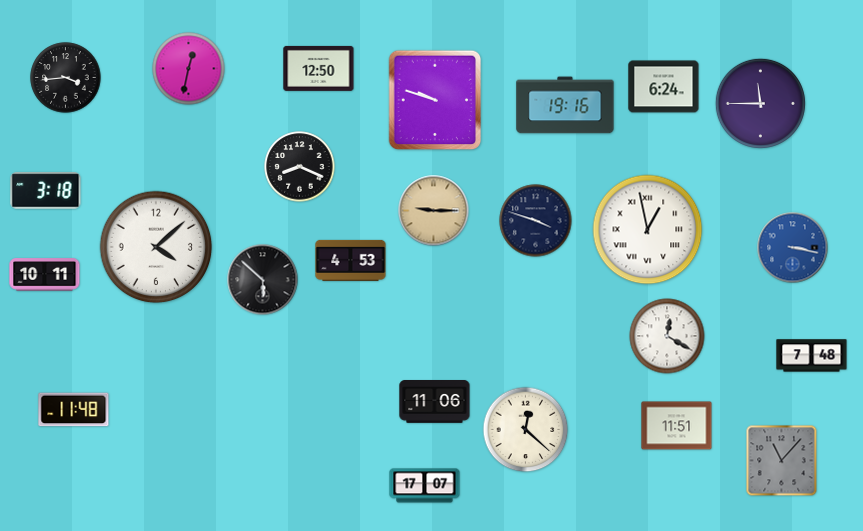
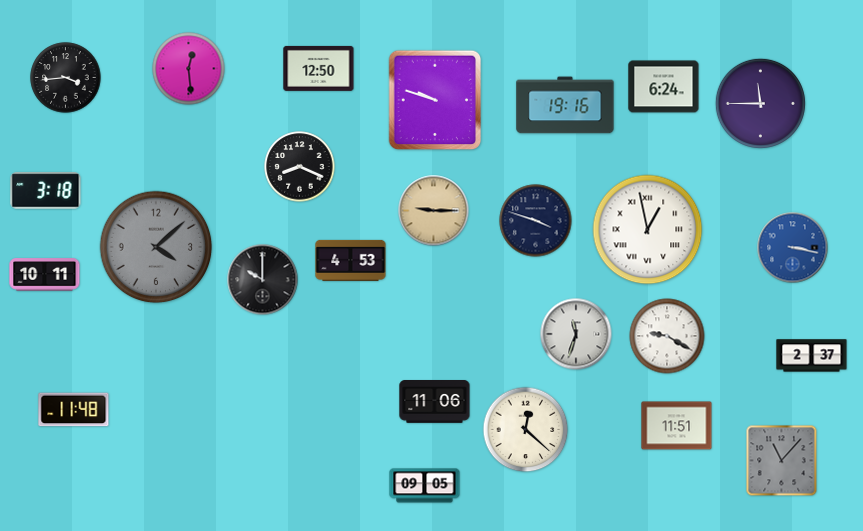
clock at (189, 69): 12:32 -> 12:29
clock at (156, 247) dial: white -> grey
clock at (263, 280): 5:52 -> 10:00
clock at (576, 334): none -> 11:33
clock at (667, 336): 12:20 -> 9:20
clock at (812, 356): 7:48 -> 2:37
clock at (425, 486): 17:07 -> 09:05
